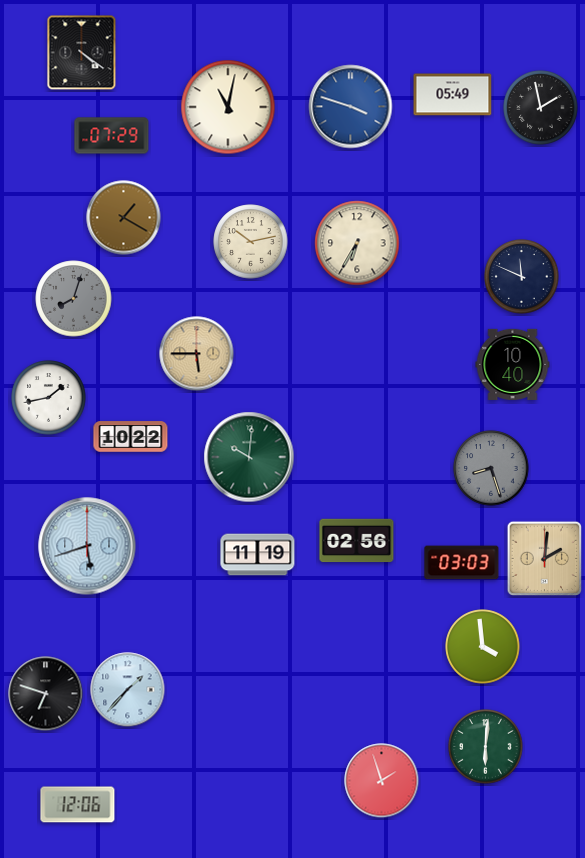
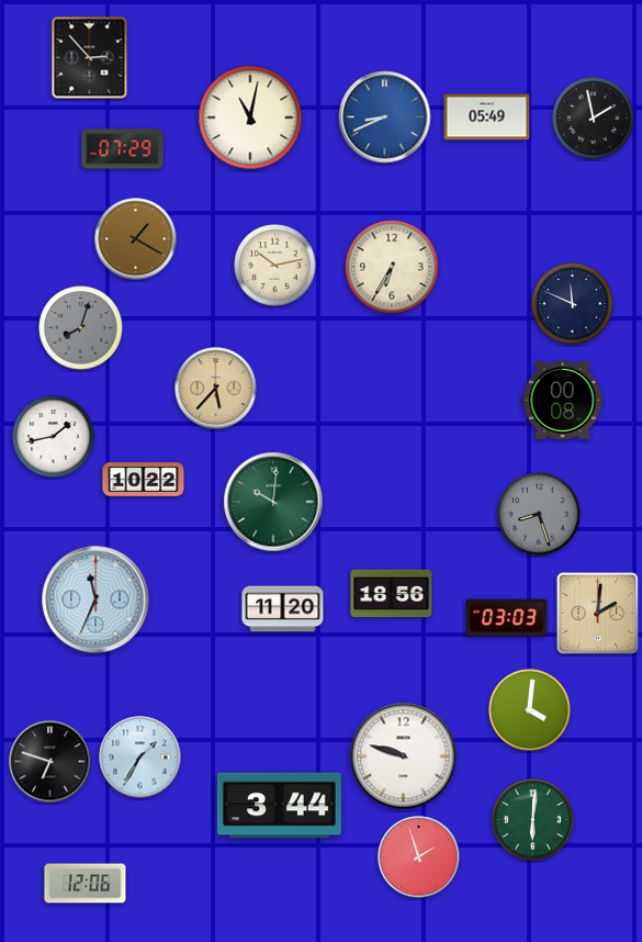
clock at (82, 53): 4:21 -> 2:53
clock at (453, 95) position: (453, 95) -> (487, 117)
clock at (351, 107): 3:48 -> 8:41
clock at (197, 354): 5:45 -> 5:37
clock at (513, 364): 10:40 -> 00:08
clock at (357, 541): 02:56 -> 18:56
clock at (87, 546): 5:42 -> 11:34
clock at (258, 555): 11:19 -> 11:20
clock at (483, 647): 3:59 -> 4:01
clock at (404, 756): none -> 9:48
clock at (128, 690): 1:37 -> 1:35
clock at (279, 806): none -> 3:44
